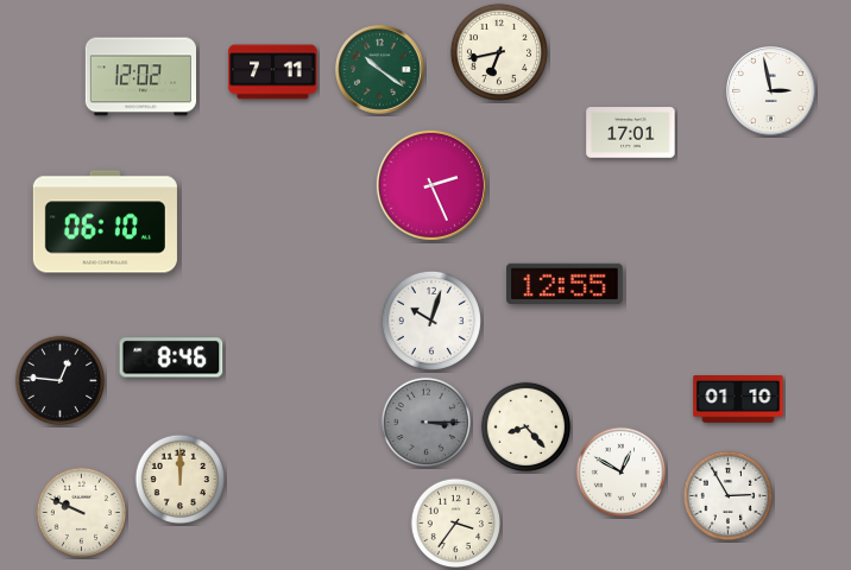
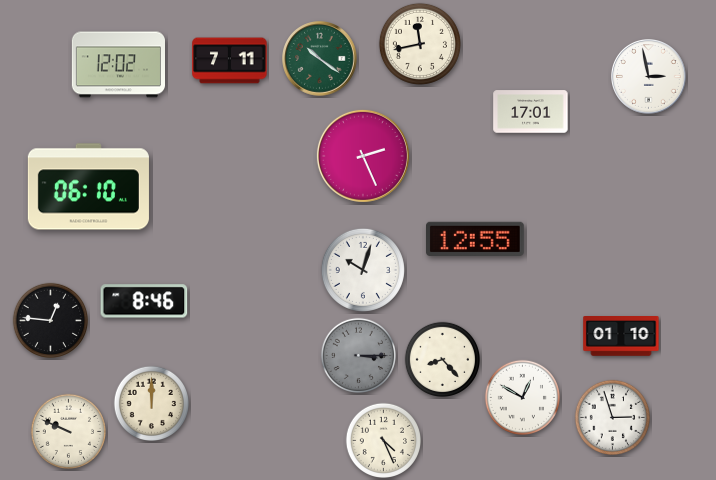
clock at (499, 52): 6:43 -> 11:43
clock at (727, 495): 2:55 -> 2:57
clock at (455, 522): 3:36 -> 4:26
